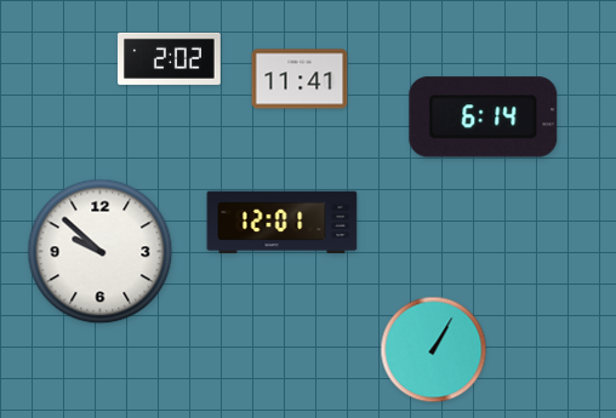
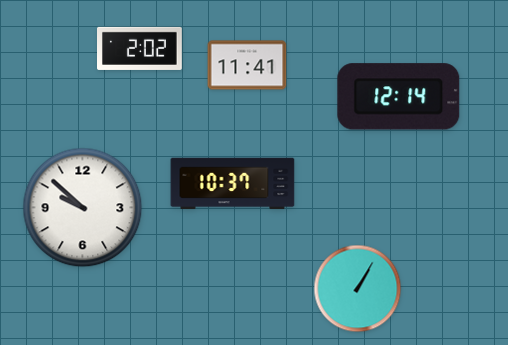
clock at (484, 118): 6:14 -> 12:14
clock at (283, 223): 12:01 -> 10:37
